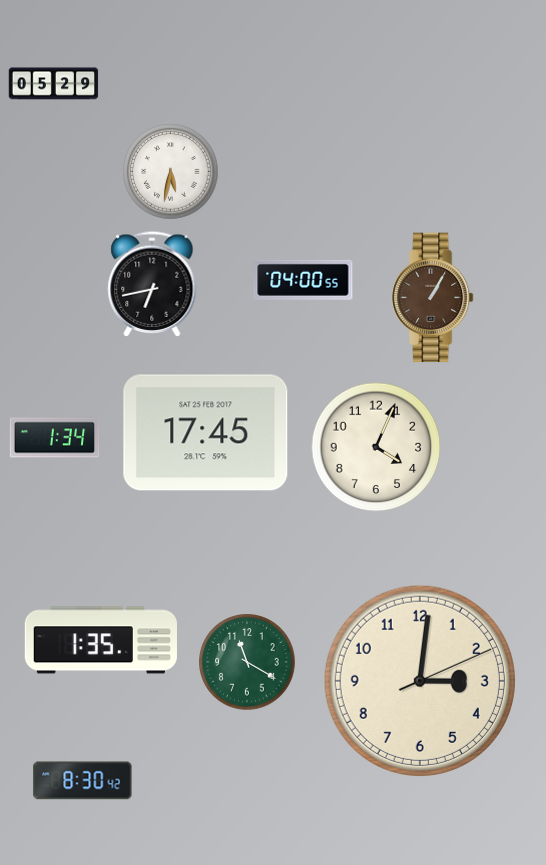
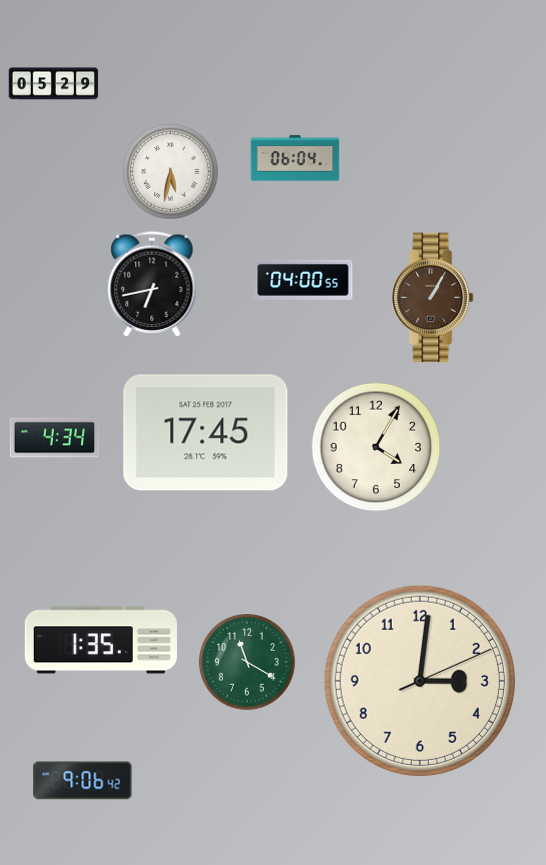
clock at (295, 158): none -> 06:04
clock at (55, 438): 1:34 -> 4:34
clock at (376, 447): 4:04 -> 4:05
clock at (83, 781): 8:30 -> 9:06
